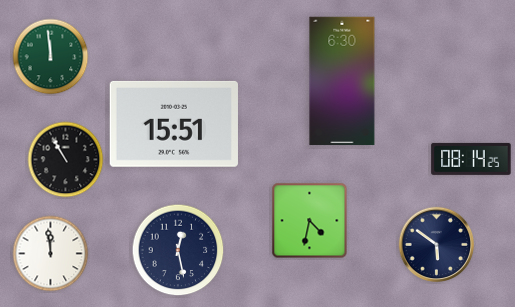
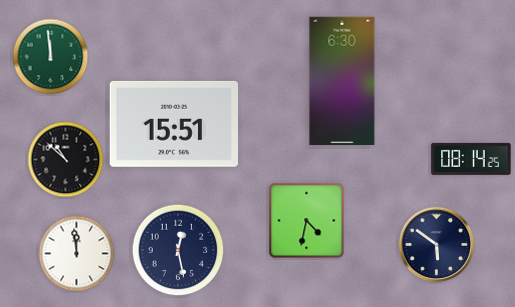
clock at (66, 160): 10:55 -> 10:52
clock at (310, 221) position: (310, 221) -> (307, 221)
clock at (51, 254) position: (51, 254) -> (77, 254)
